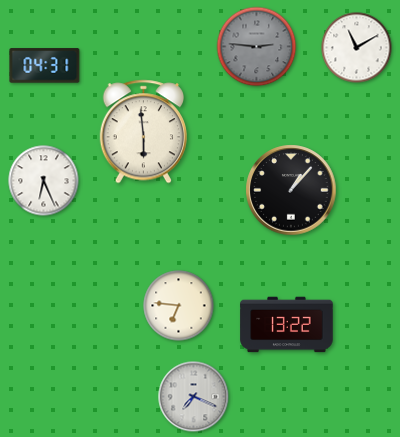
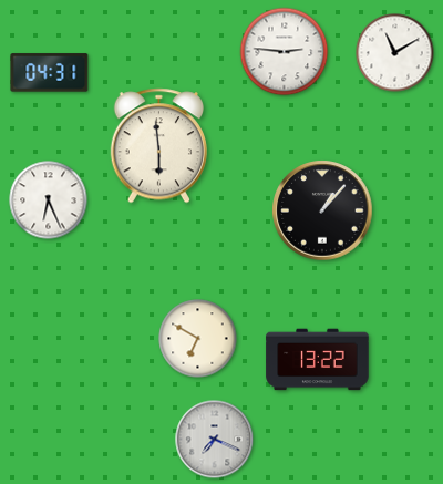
clock at (257, 47) dial: grey -> white
clock at (179, 306): 6:46 -> 6:50
